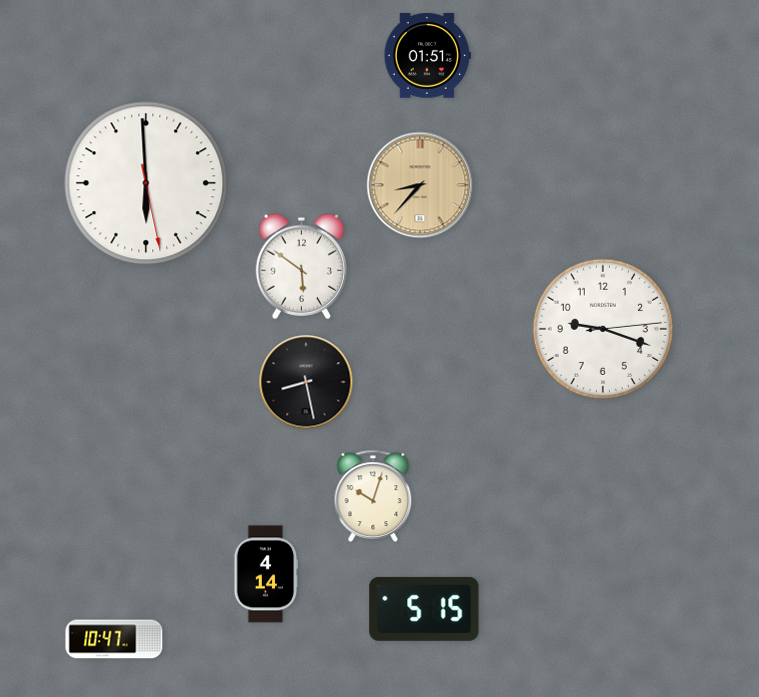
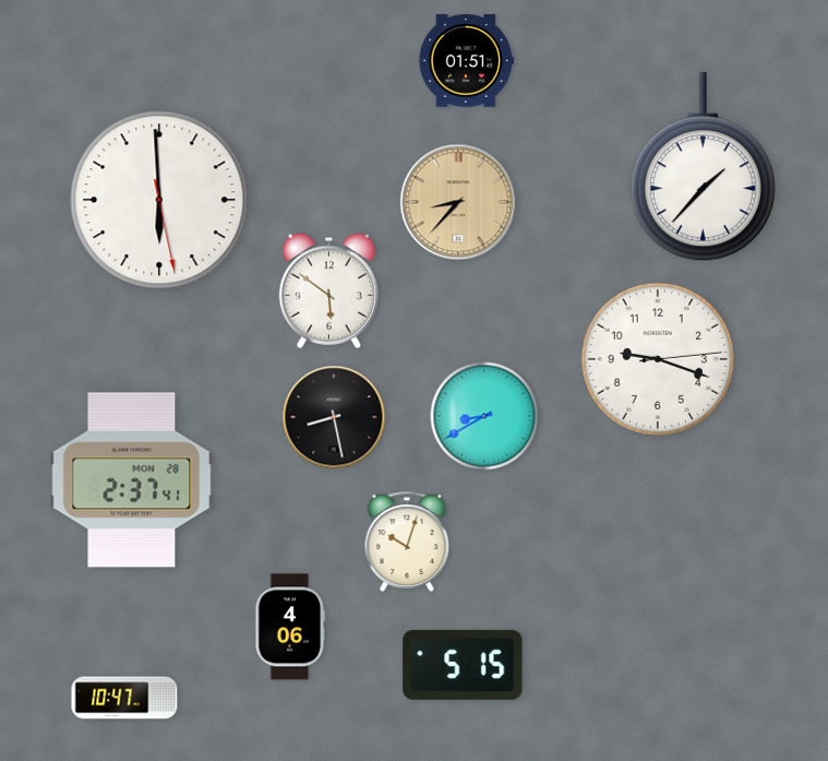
clock at (703, 167): none -> 1:37
clock at (484, 416): none -> 8:40
clock at (132, 480): none -> 2:37
clock at (266, 574): 4:14 -> 4:06
